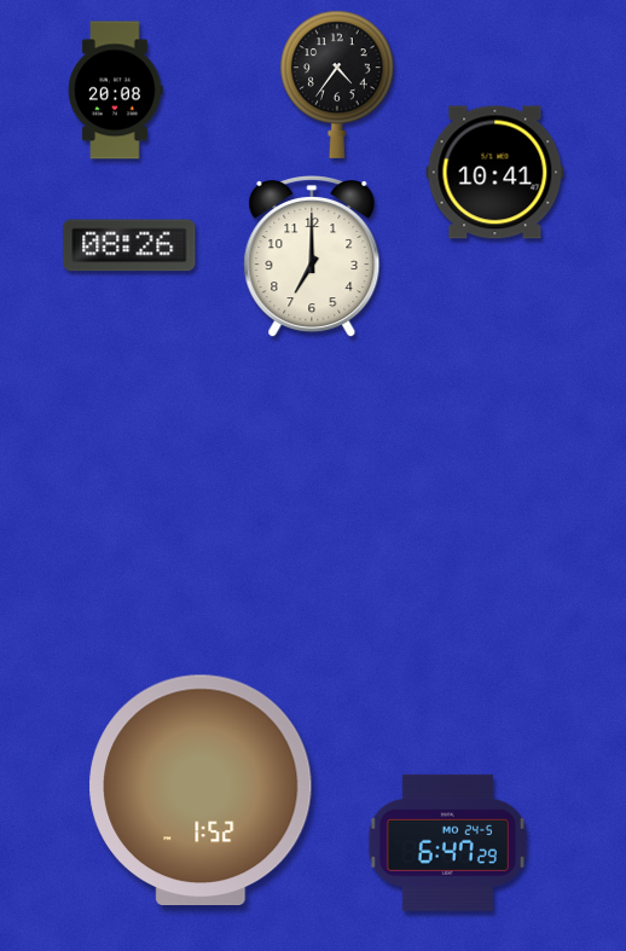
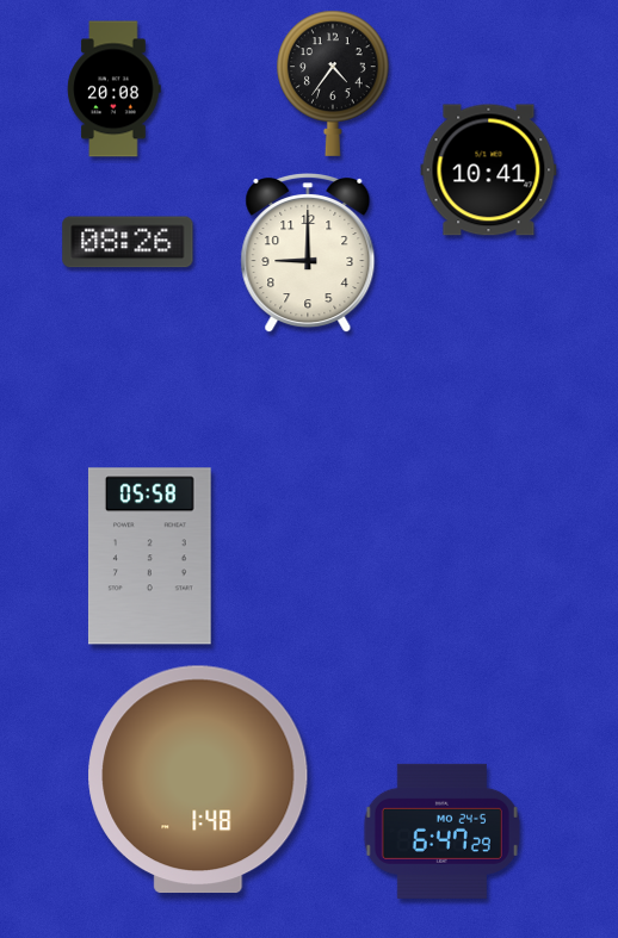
clock at (312, 257): 7:00 -> 9:00
clock at (150, 557): none -> 05:58
clock at (201, 790): 1:52 -> 1:48
